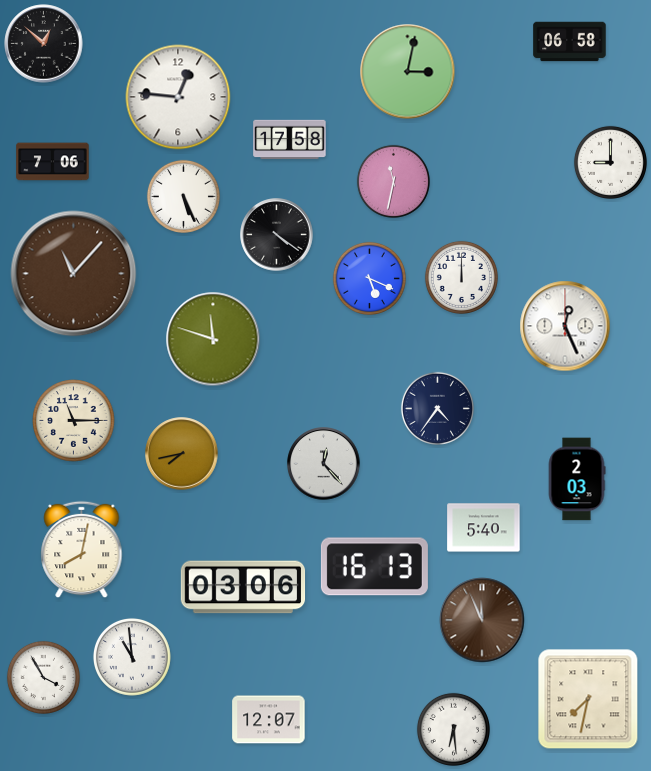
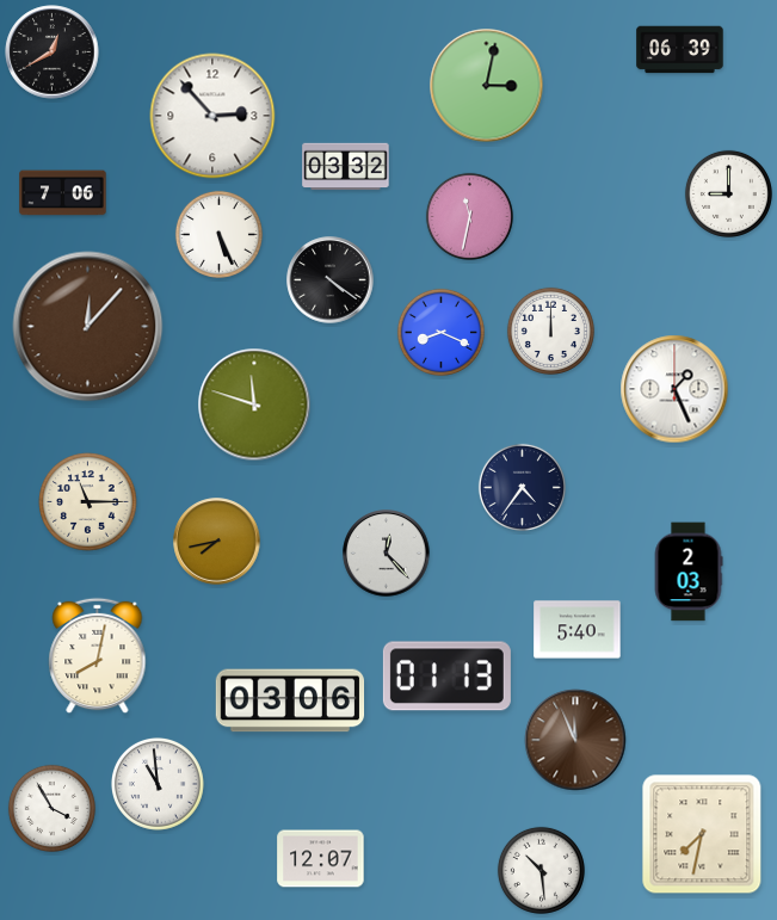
clock at (570, 42): 06:58 -> 06:39
clock at (44, 44): 12:52 -> 12:40
clock at (178, 97): 12:46 -> 2:53
clock at (290, 140): 17:58 -> 03:32
clock at (74, 274): 11:07 -> 12:07
clock at (369, 278): 5:19 -> 8:19
clock at (565, 326): 12:26 -> 1:26
clock at (374, 567): 16:13 -> 01:13
clock at (453, 729): 6:29 -> 10:29
